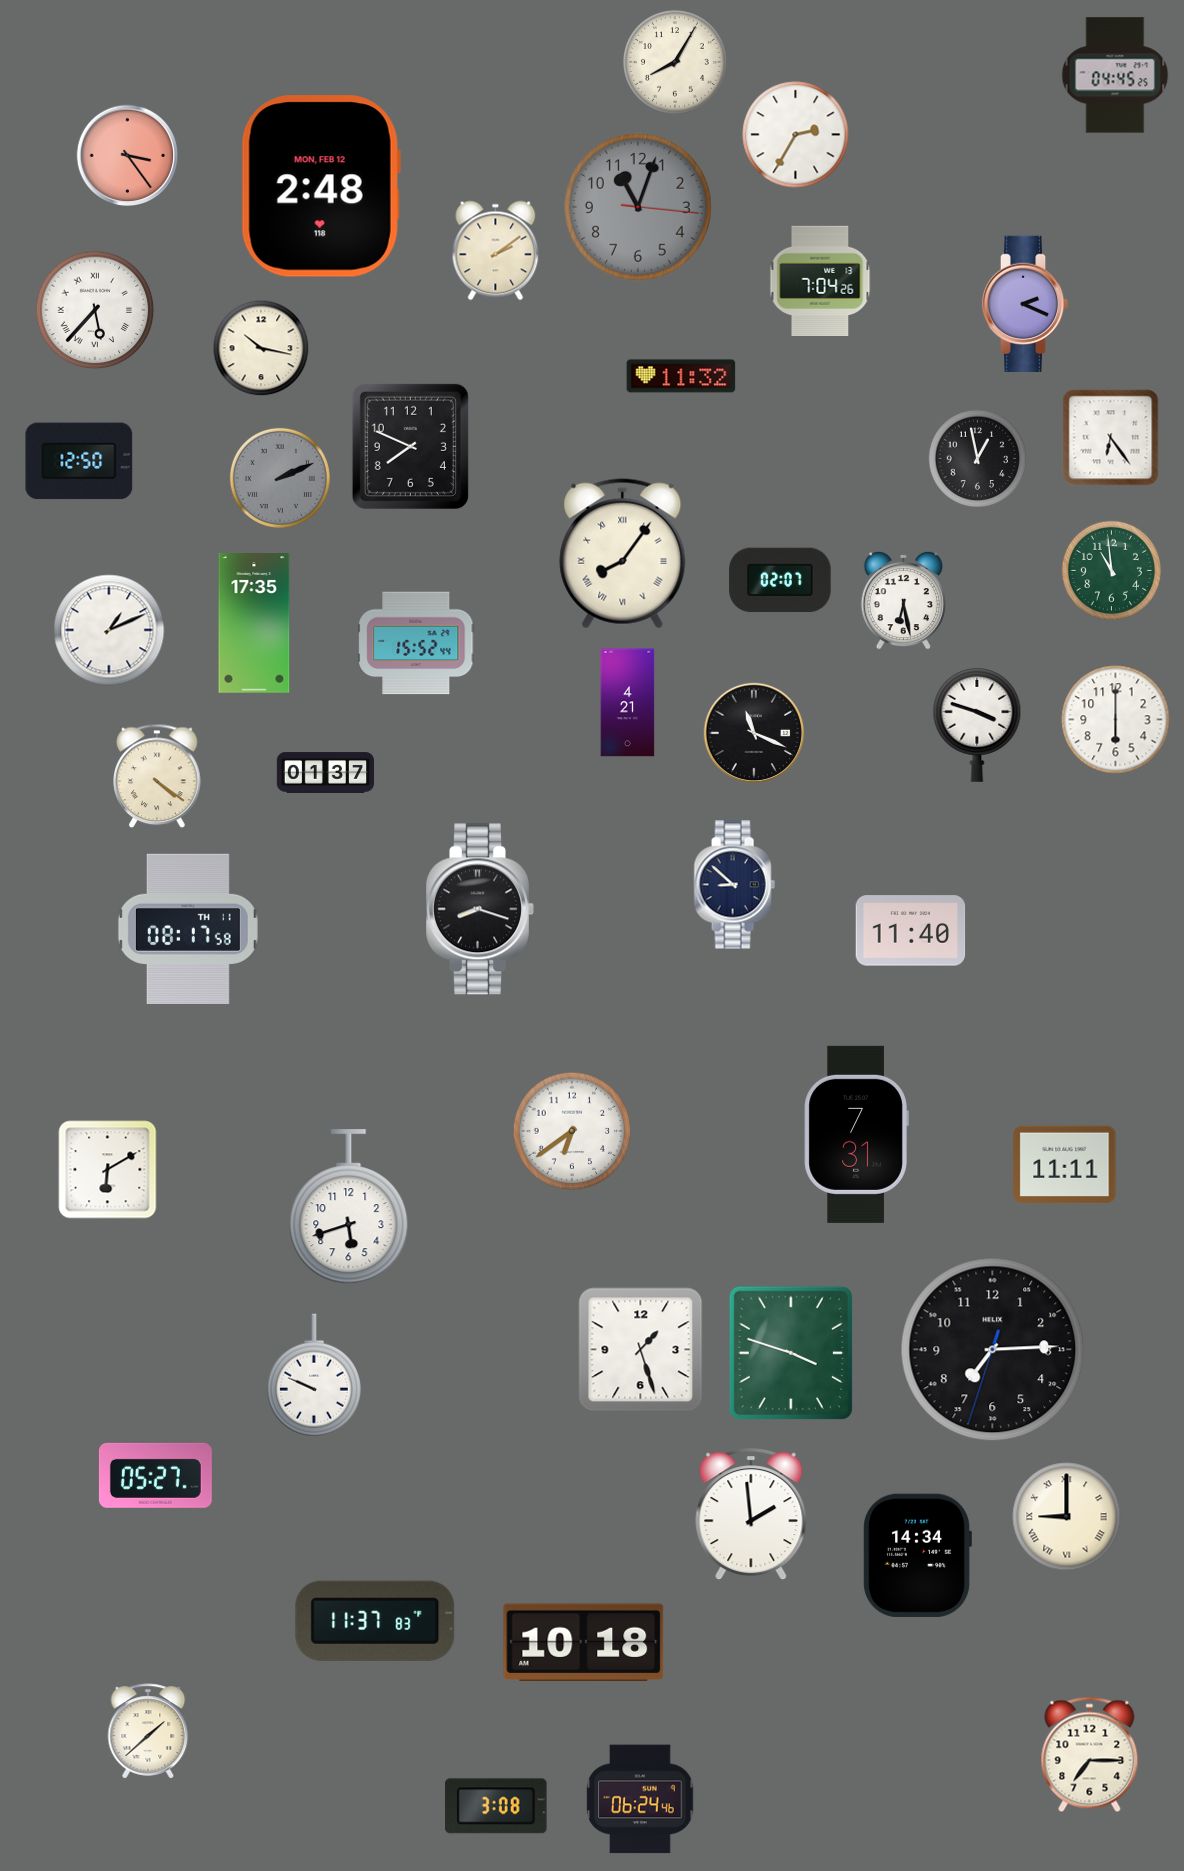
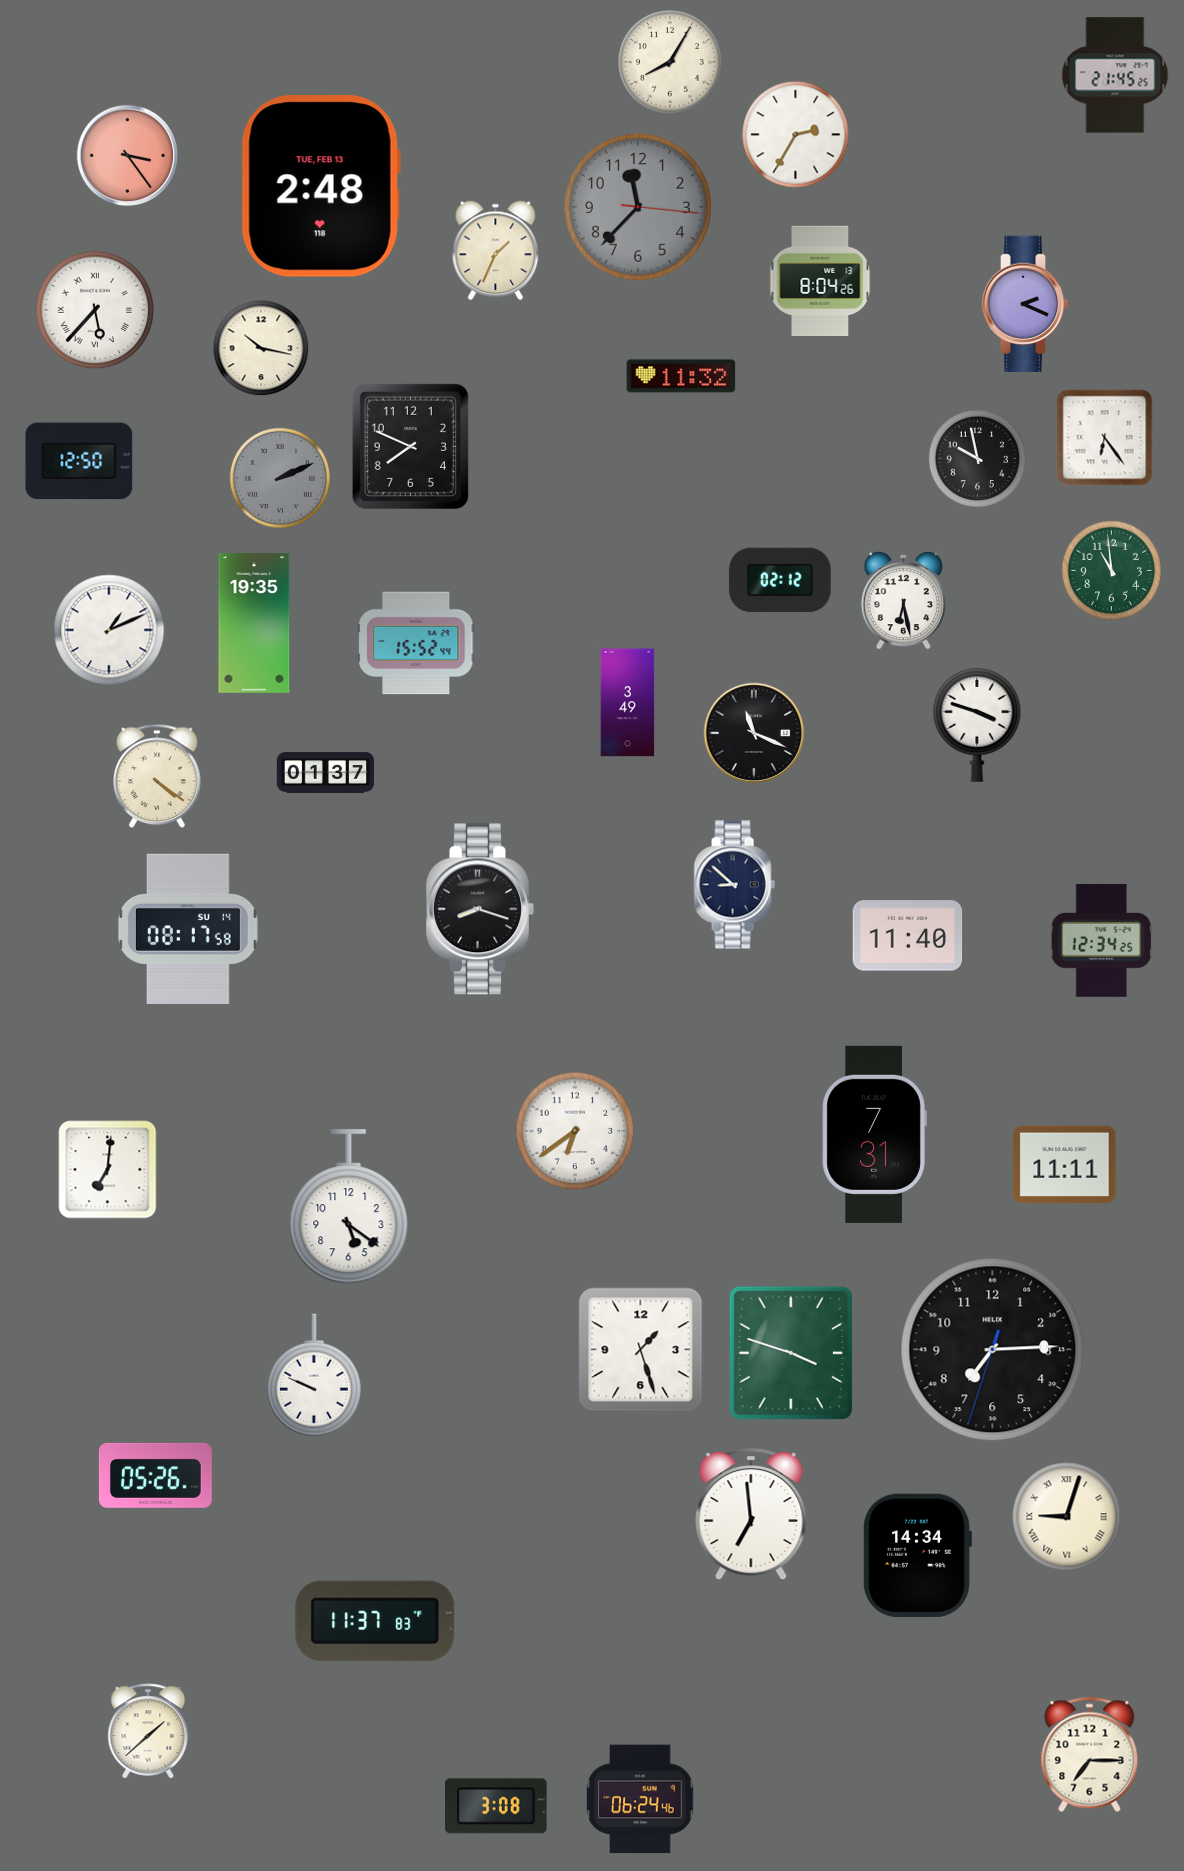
clock at (675, 62) position: (675, 62) -> (670, 62)
clock at (1115, 75): 04:45 -> 21:45
clock at (321, 186) date: MON, FEB 12 -> TUE, FEB 13
clock at (638, 207): 11:03 -> 11:37
clock at (496, 251): 2:09 -> 1:34
clock at (820, 280): 7:04 -> 8:04
clock at (1111, 438) position: (1111, 438) -> (1105, 438)
clock at (978, 459): 12:58 -> 9:58
clock at (623, 554): 8:06 -> none
clock at (780, 580): 02:07 -> 02:12
clock at (254, 624): 17:35 -> 19:35
clock at (628, 703): 4:21 -> 3:49
clock at (1116, 720): 6:00 -> none
clock at (188, 929) date: TH 11 -> SU 14
clock at (911, 931) position: (911, 931) -> (908, 936)
clock at (1101, 940): none -> 12:34
clock at (572, 1131) position: (572, 1131) -> (575, 1131)
clock at (856, 1134) position: (856, 1134) -> (874, 1134)
clock at (108, 1170): 6:10 -> 7:01
clock at (349, 1207): 5:42 -> 5:21
clock at (155, 1475): 05:27 -> 05:26
clock at (751, 1515): 1:59 -> 6:59
clock at (1067, 1517): 9:00 -> 9:03
clock at (584, 1643): 10:18 -> none
